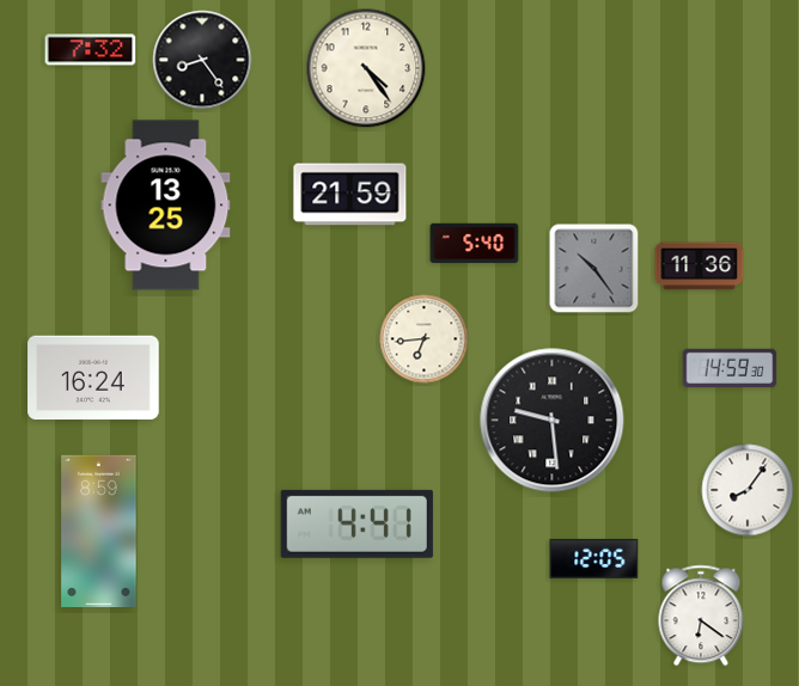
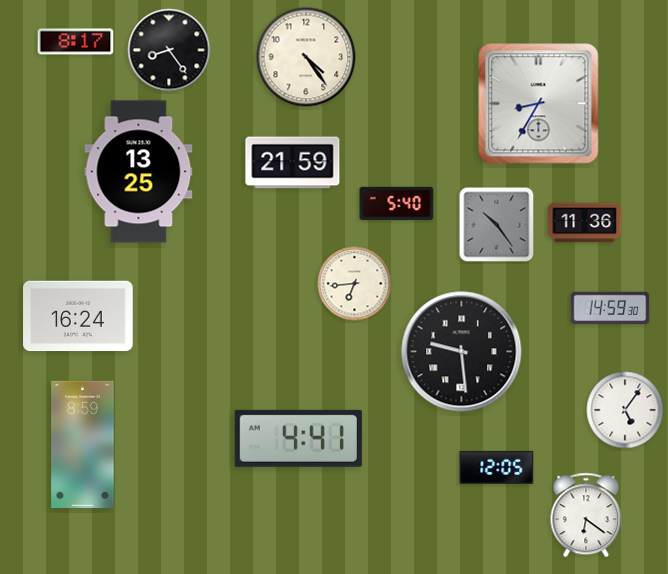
clock at (91, 50): 7:32 -> 8:17
clock at (539, 104): none -> 8:35
clock at (748, 490): 8:06 -> 5:06
